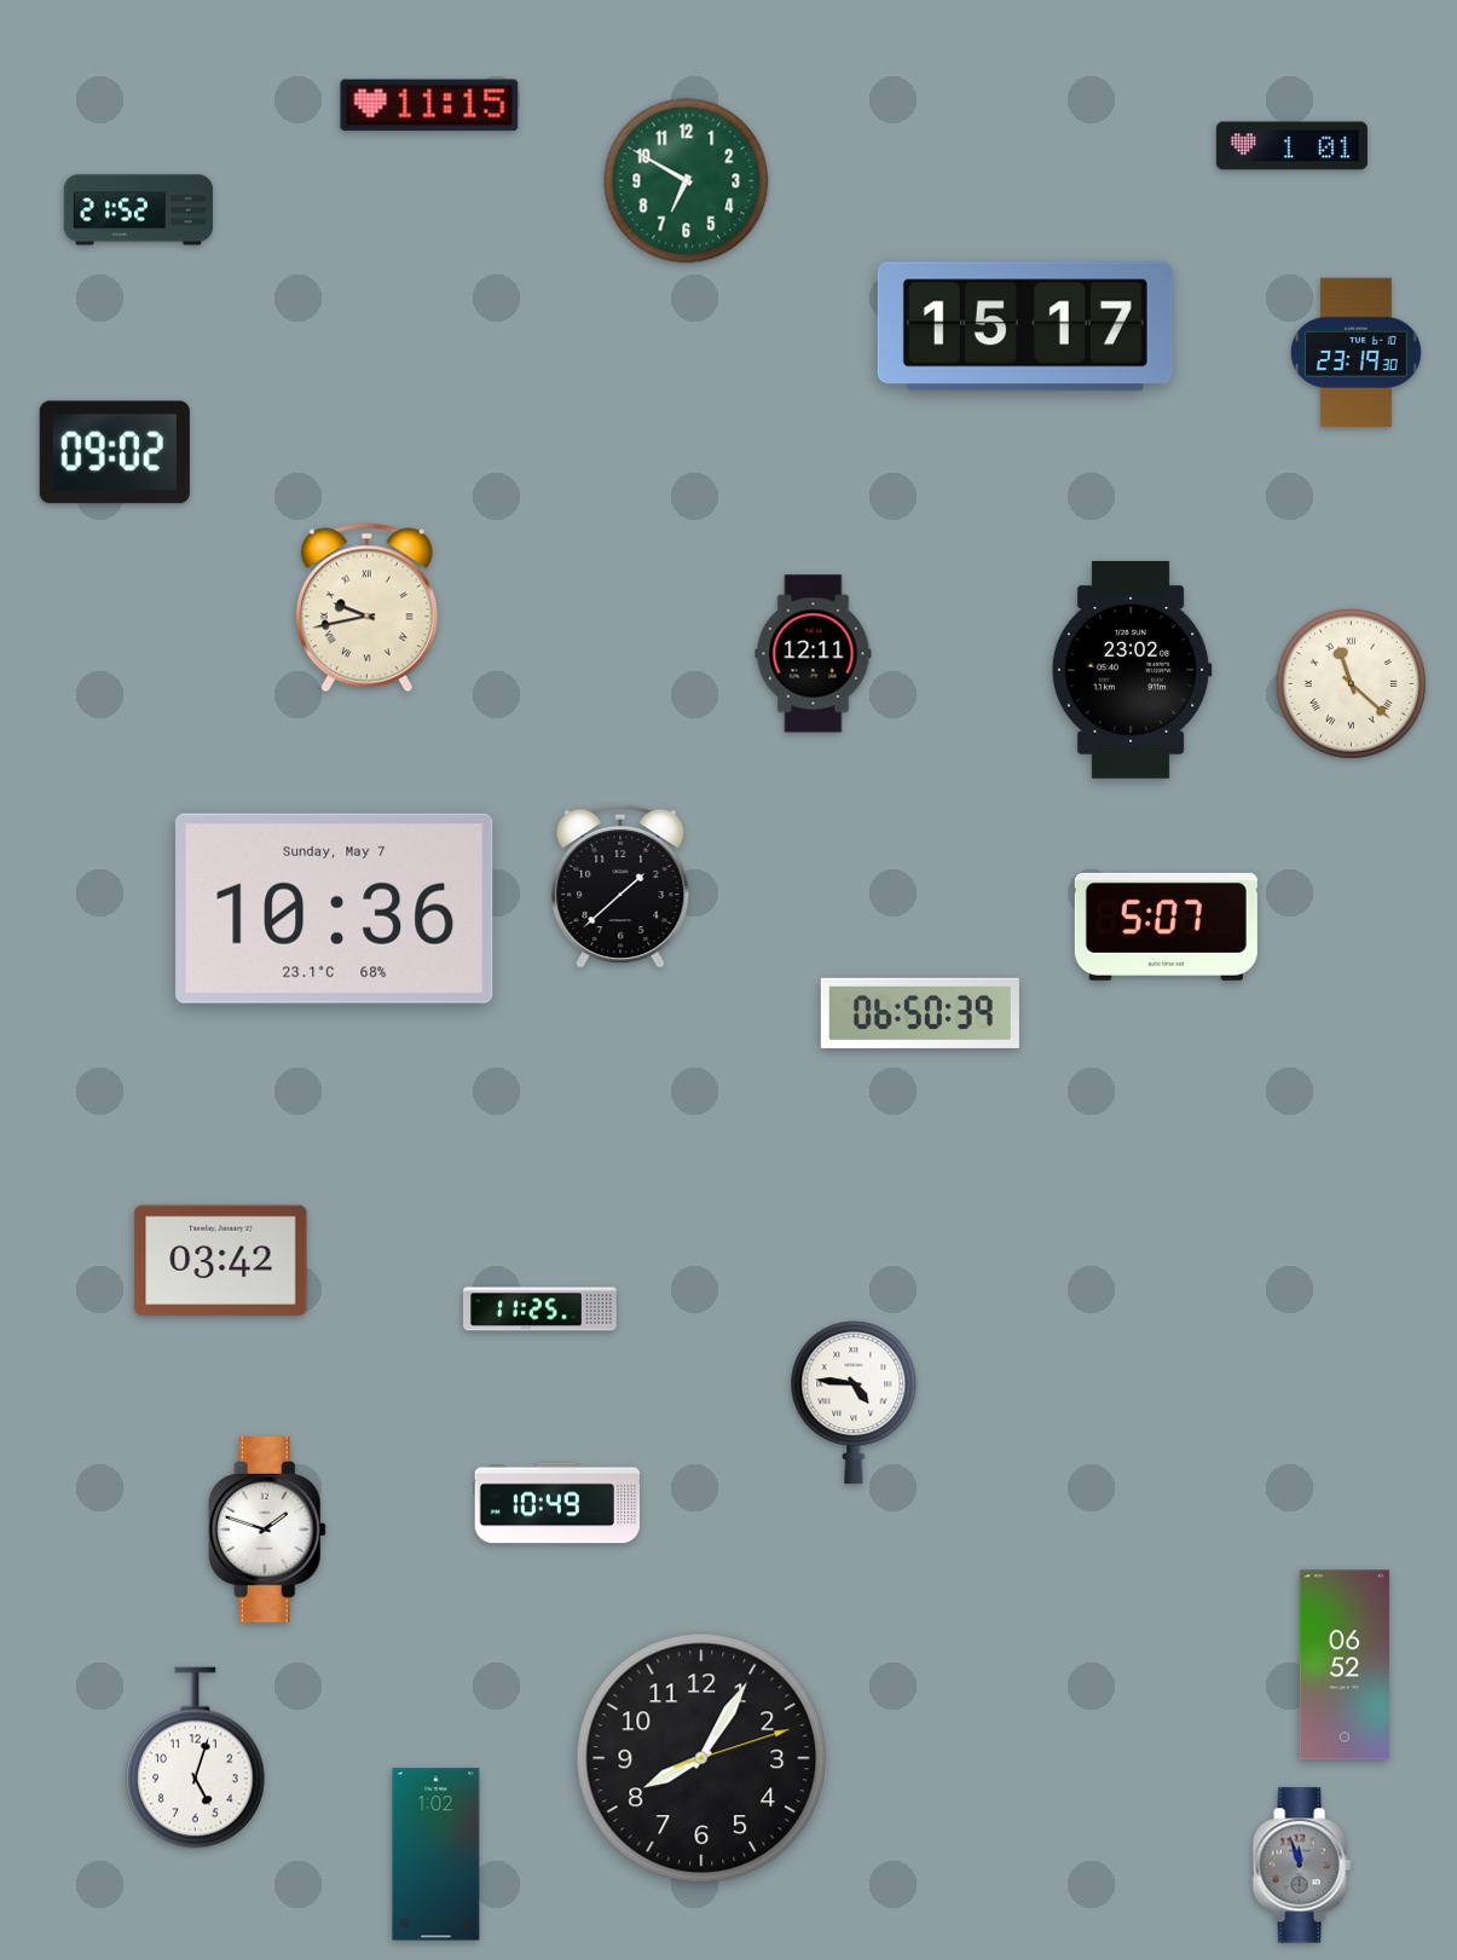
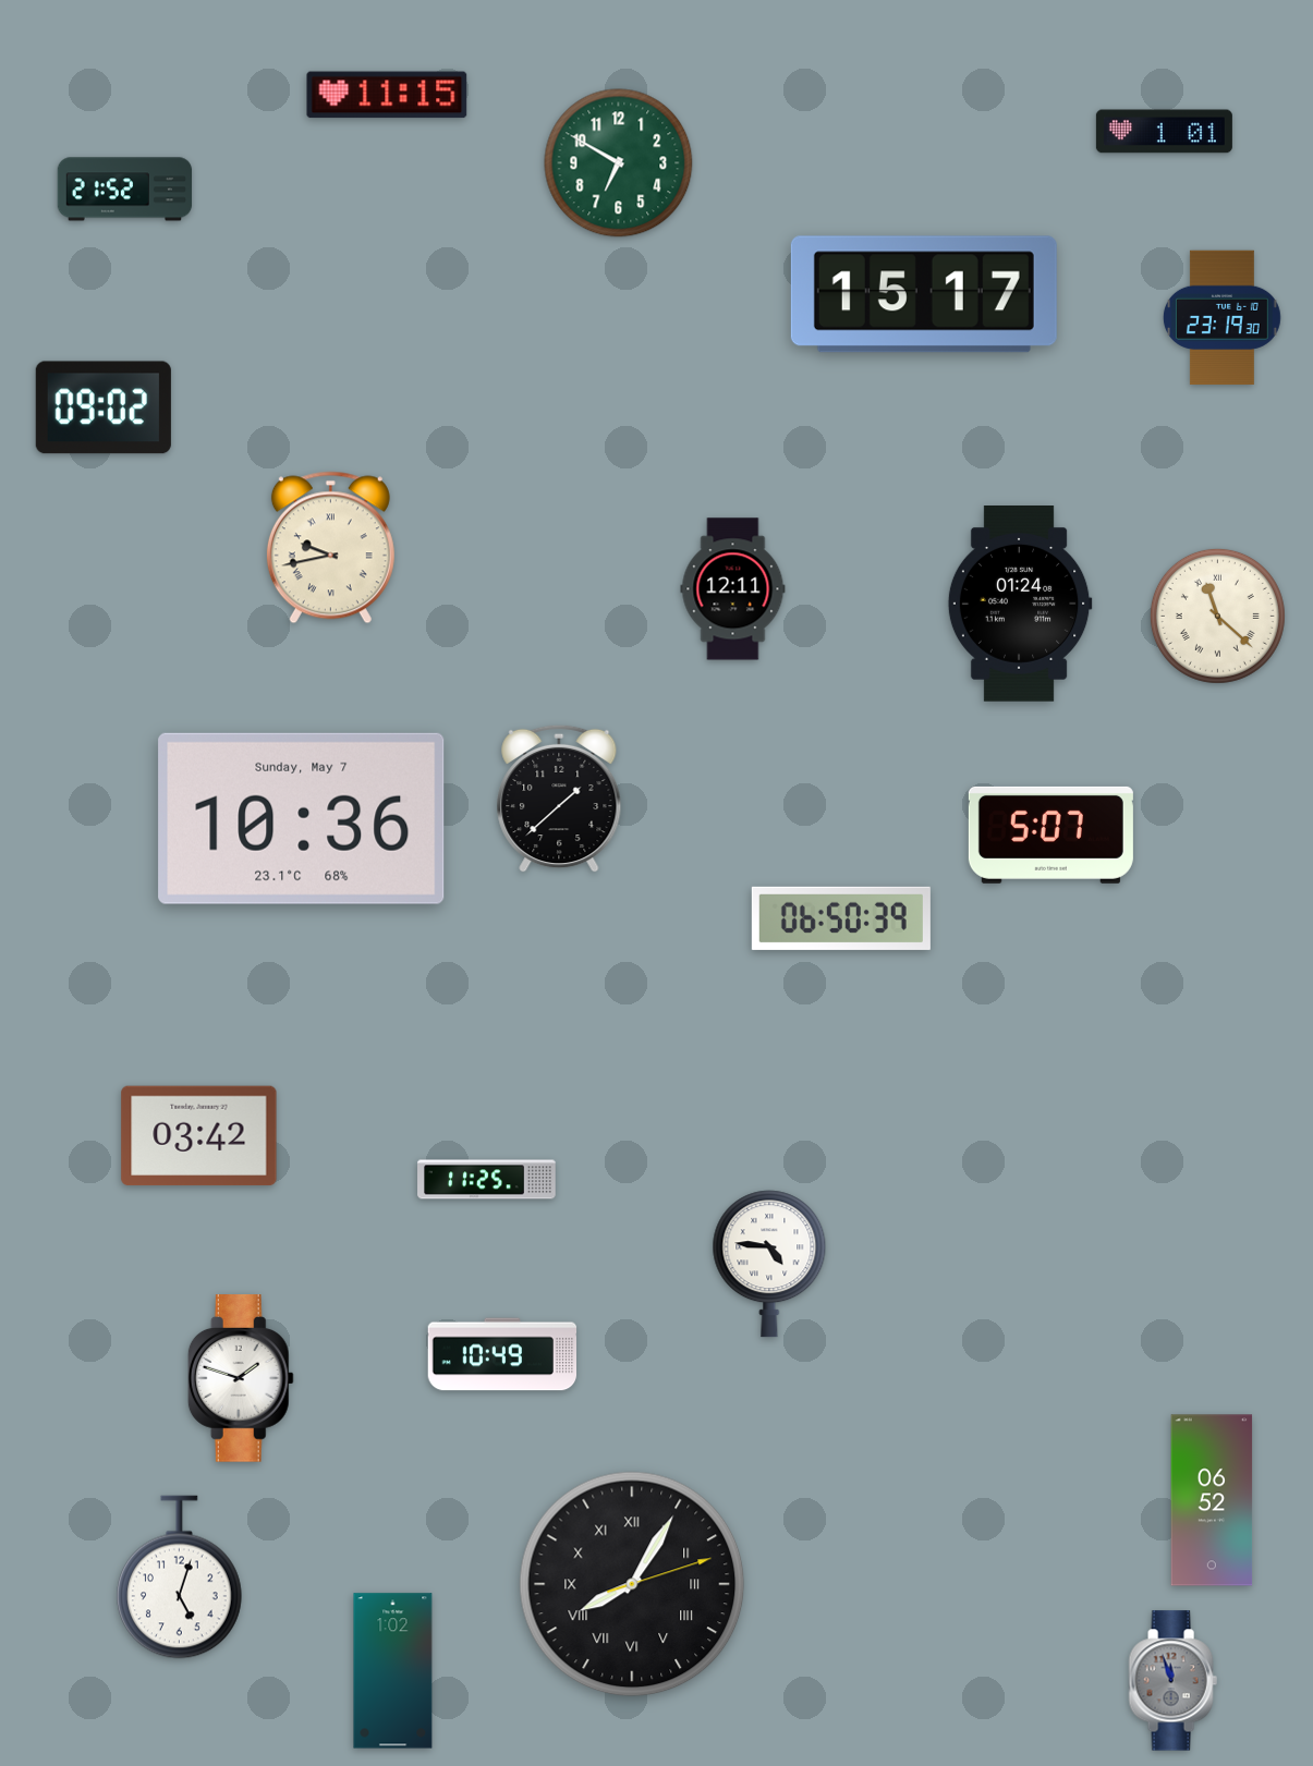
clock at (1132, 671): 23:02 -> 01:24
clock at (920, 1013) position: (920, 1013) -> (841, 918)
clock at (196, 1758) position: (196, 1758) -> (180, 1578)
clock at (701, 1758) numerals: Arabic -> Roman
